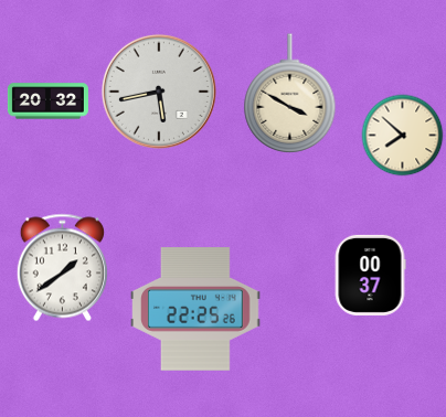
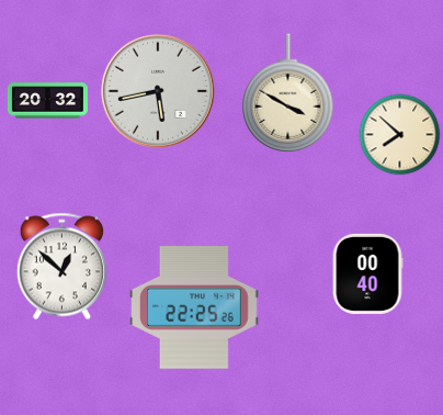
clock at (62, 268): 1:39 -> 12:52
clock at (370, 275): 00:37 -> 00:40
